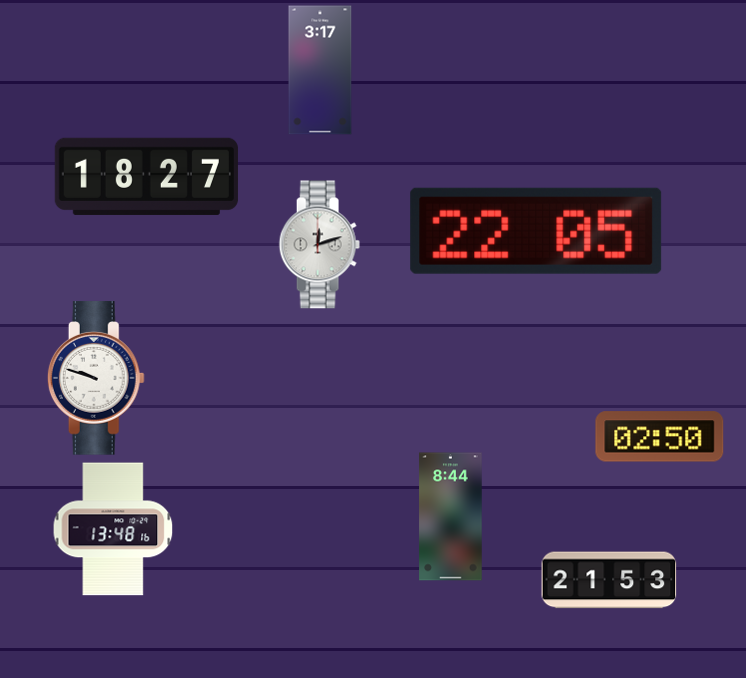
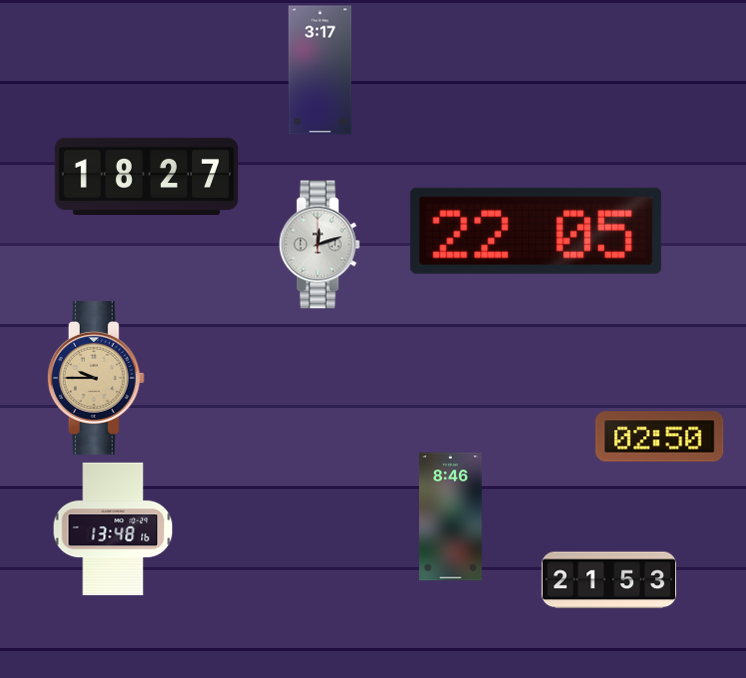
clock at (96, 378): 9:48 -> 9:45
clock at (96, 378) dial: white -> champagne
clock at (451, 517): 8:44 -> 8:46
